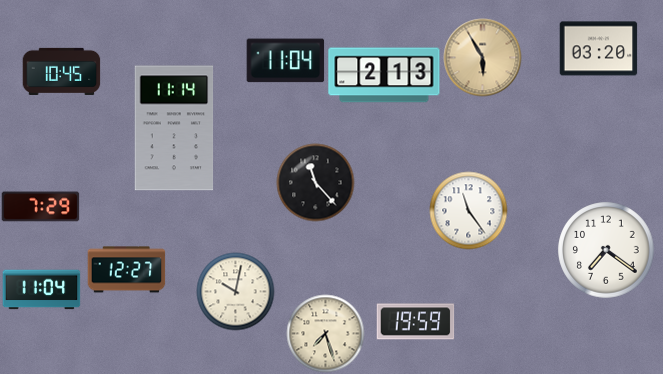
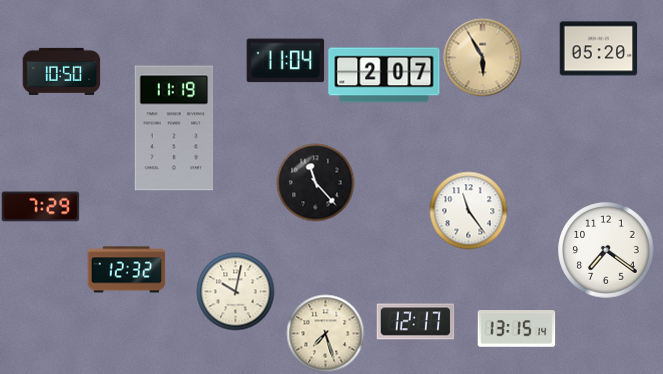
clock at (598, 49): 03:20 -> 05:20
clock at (61, 71): 10:45 -> 10:50
clock at (384, 75): 2:13 -> 2:07
clock at (174, 128): 11:14 -> 11:19
clock at (126, 270): 12:27 -> 12:32
clock at (41, 290): 11:04 -> none
clock at (415, 322): 19:59 -> 12:17
clock at (516, 329): none -> 13:15
